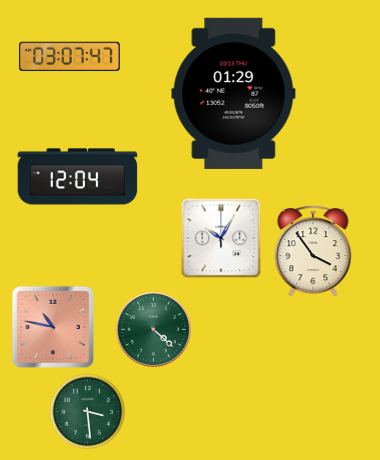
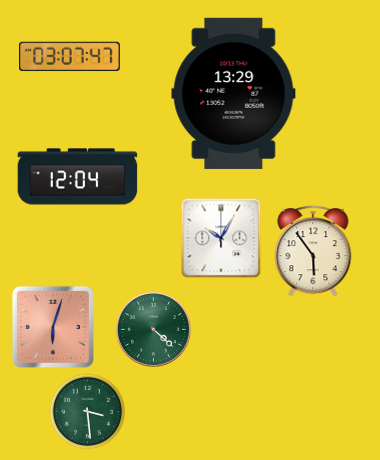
clock at (234, 93): 01:29 -> 13:29
clock at (313, 251): 3:54 -> 5:54
clock at (53, 327): 10:47 -> 6:03
